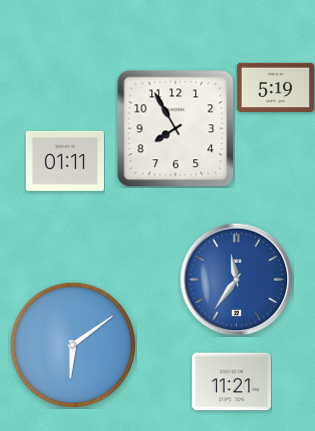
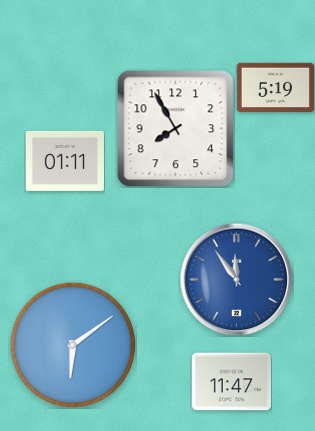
clock at (236, 279): 11:36 -> 11:54
clock at (231, 382): 11:21 -> 11:47
